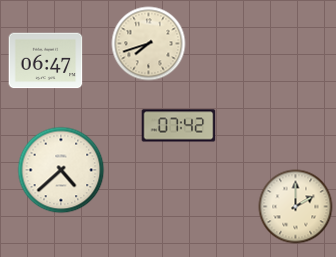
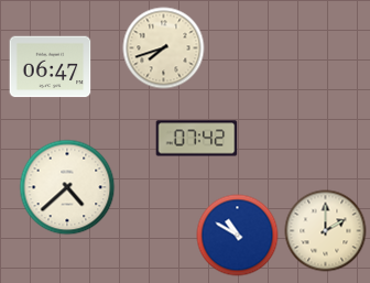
clock at (296, 207) position: (296, 207) -> (326, 231)
clock at (238, 236): none -> 10:50
